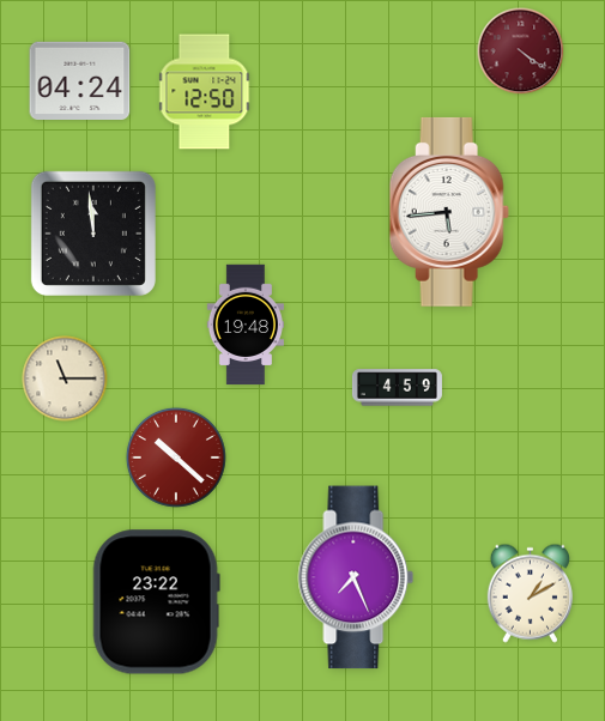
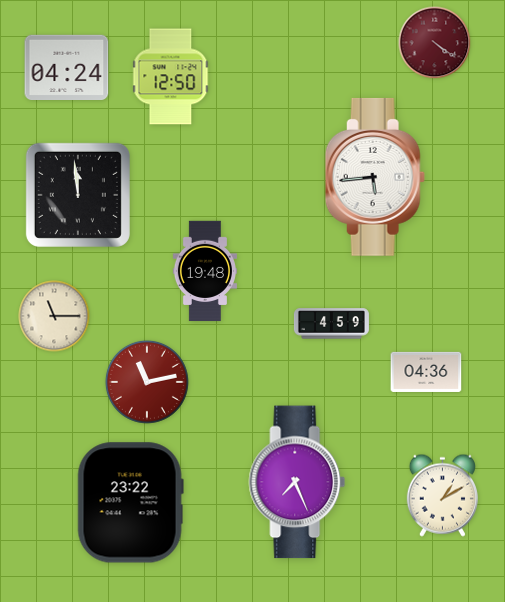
clock at (426, 372): none -> 04:36
clock at (176, 458): 10:22 -> 11:13
